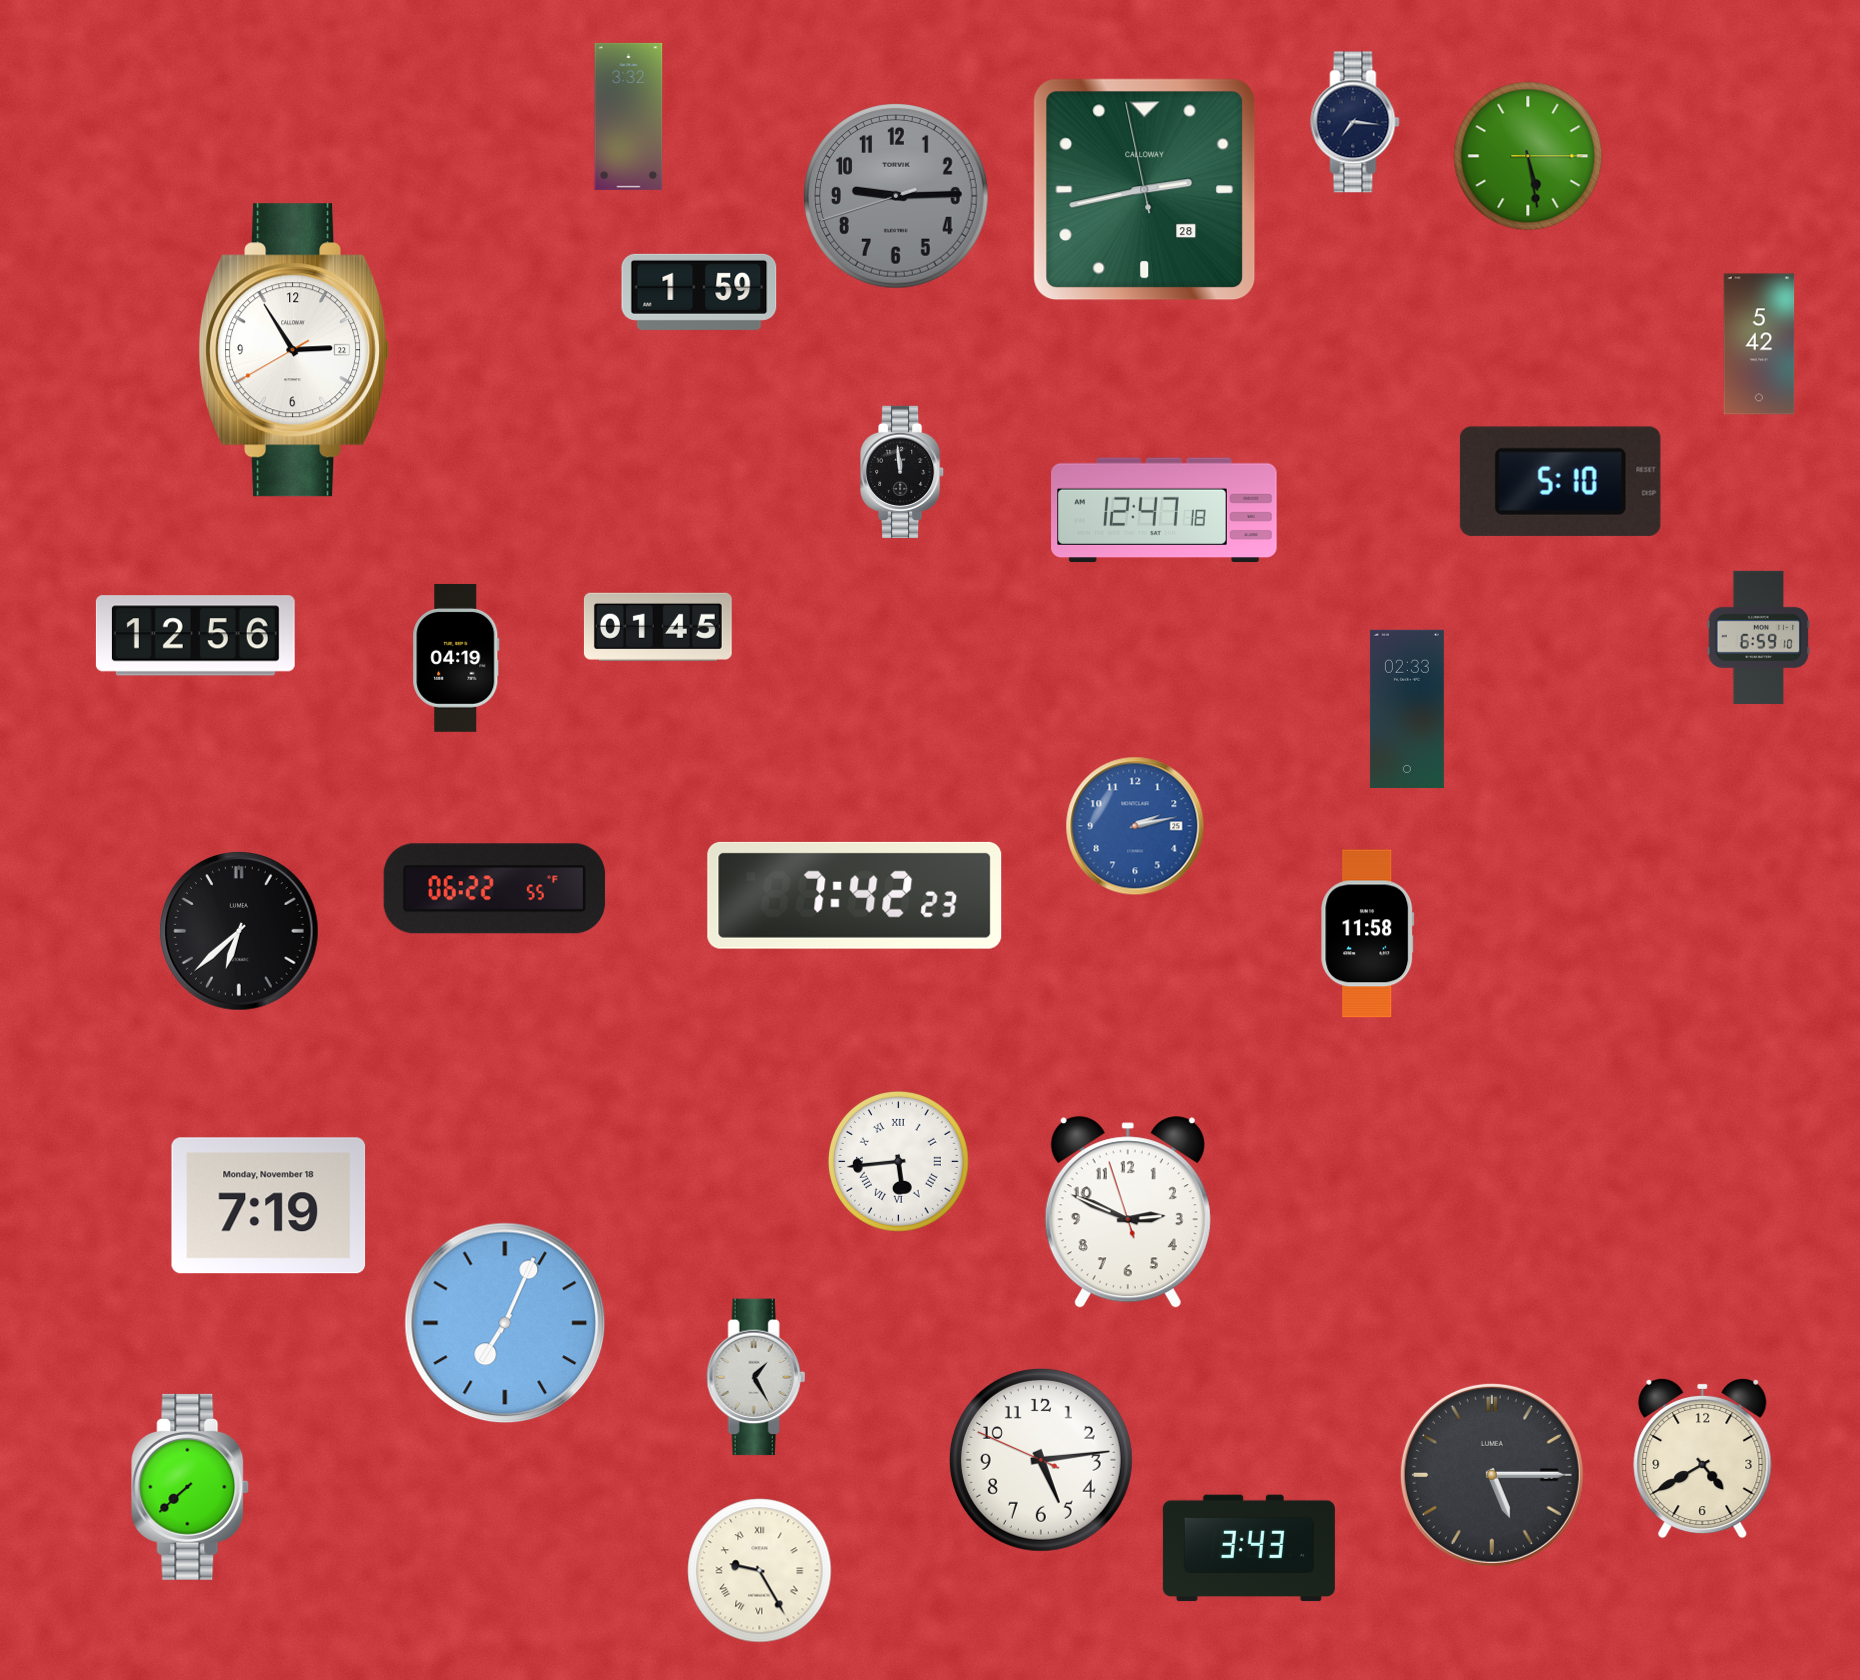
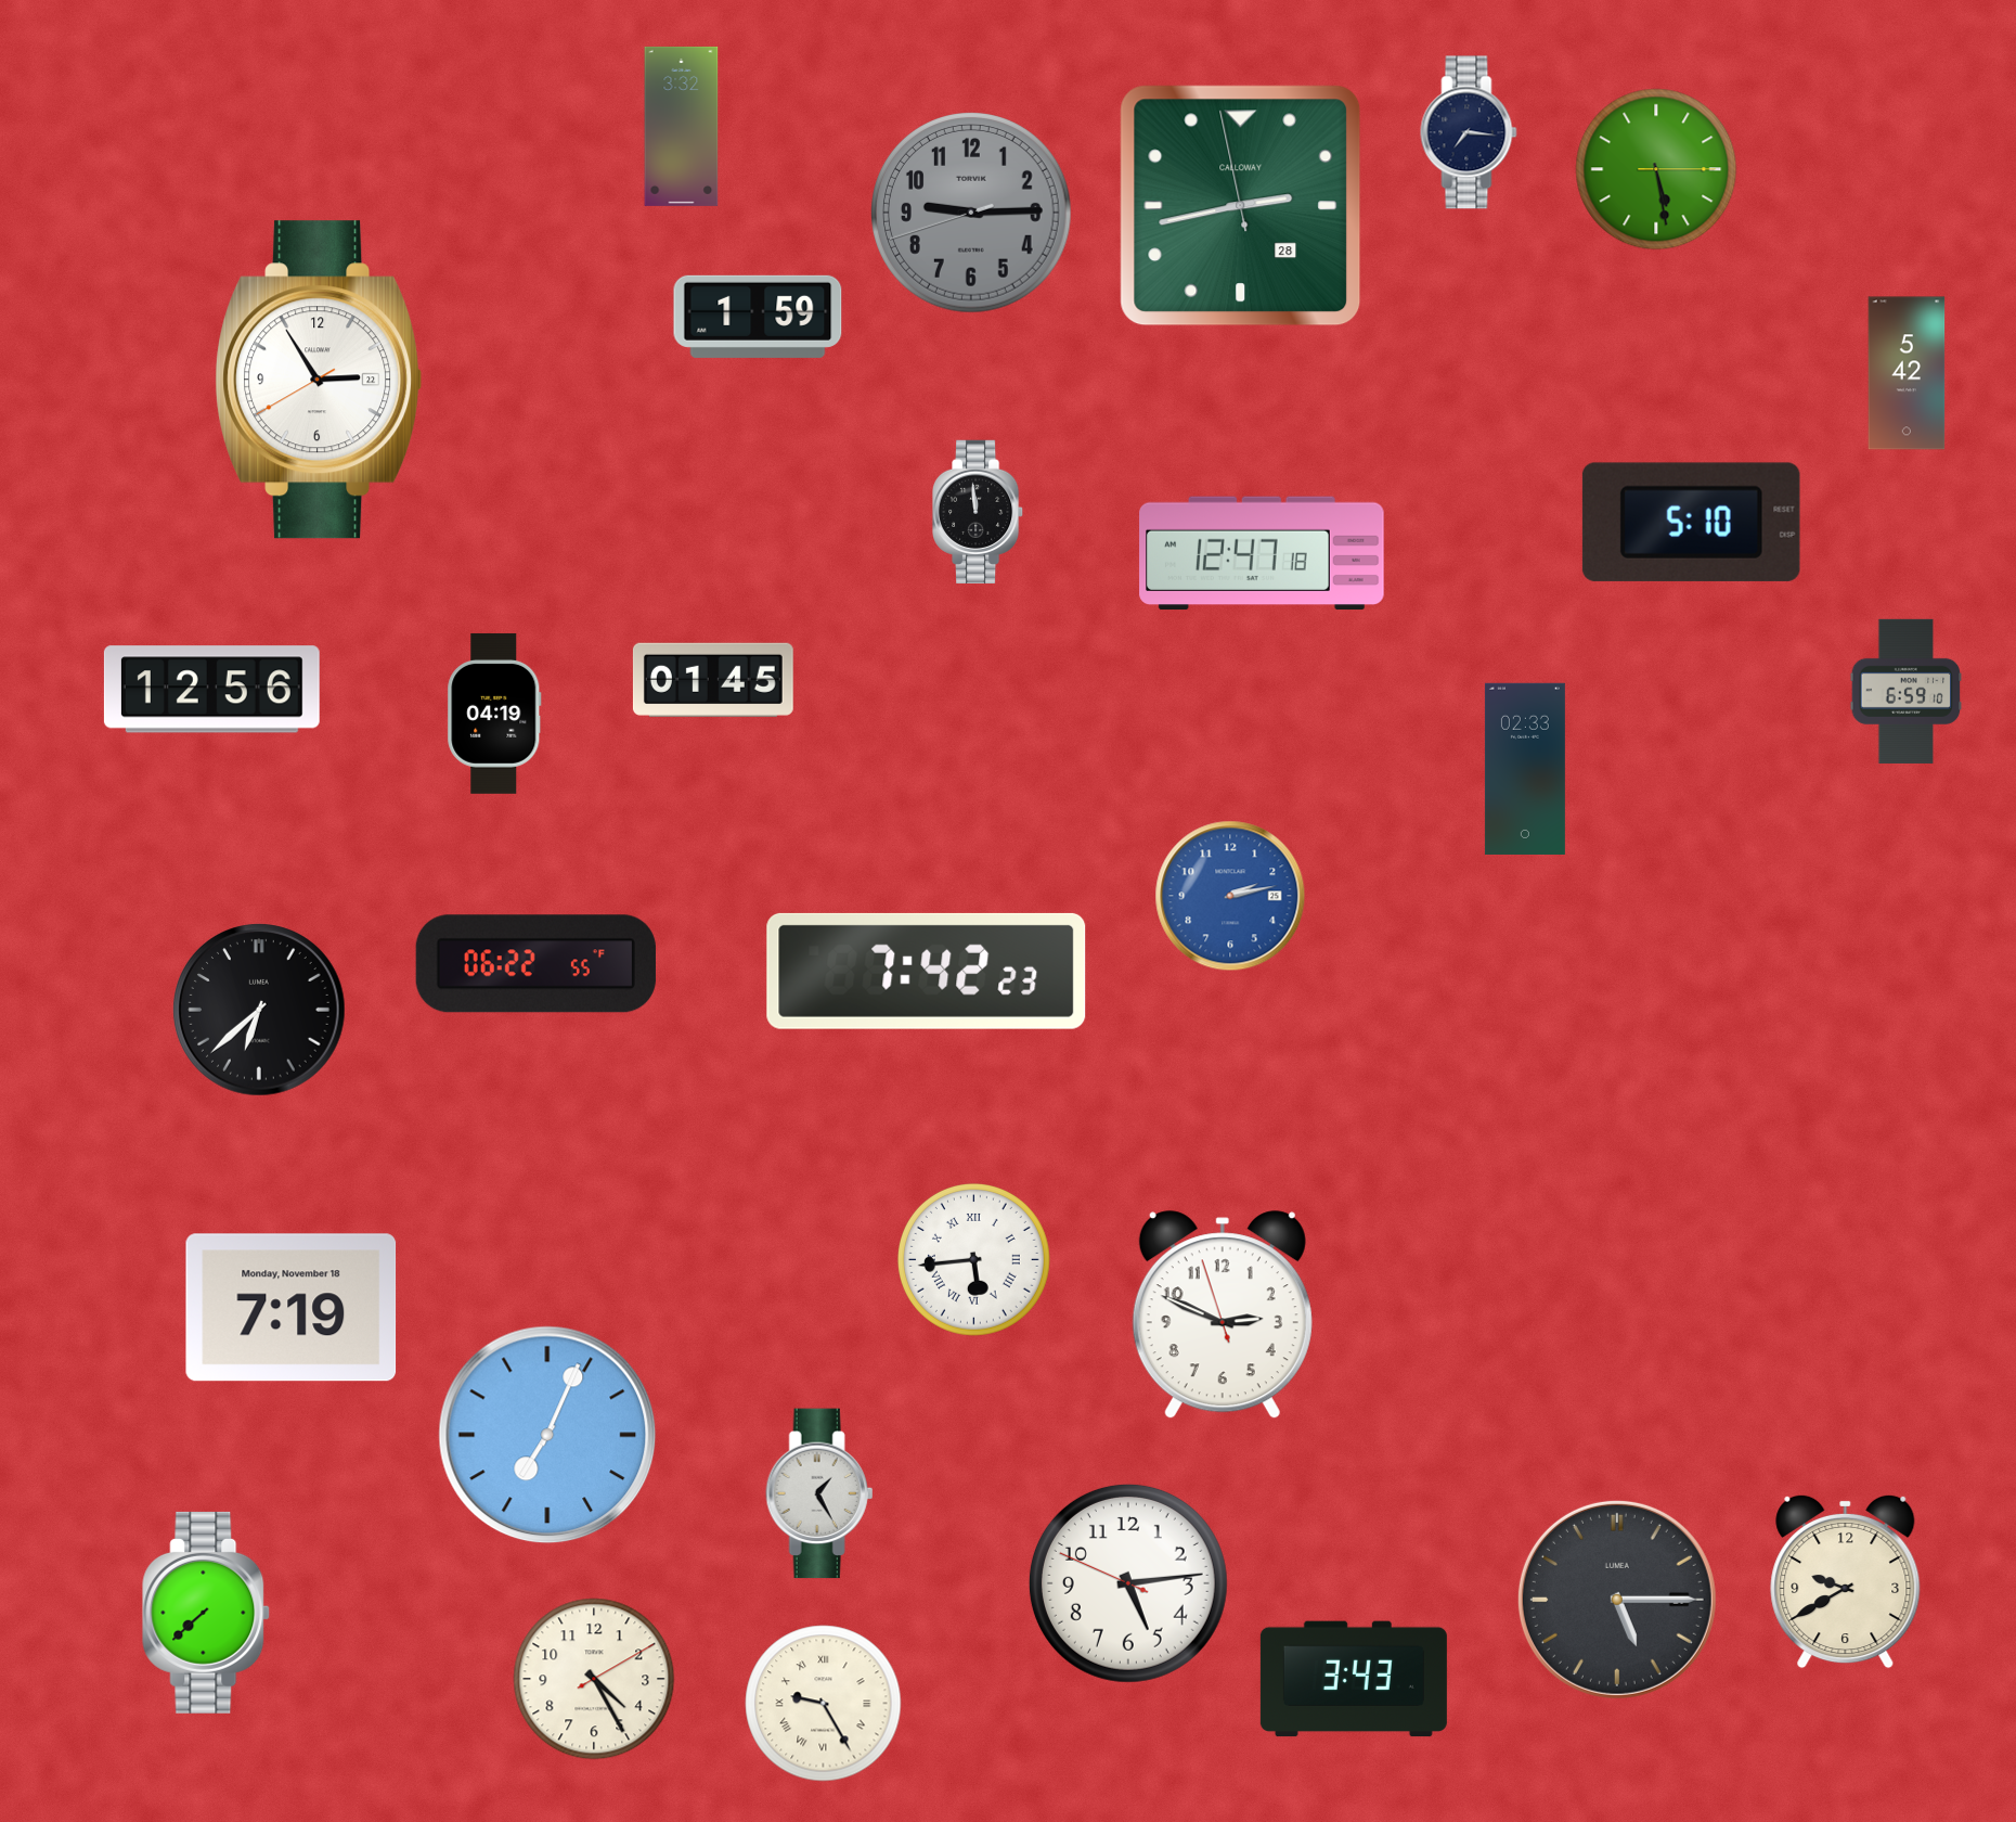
clock at (1368, 934): 11:58 -> none
clock at (1703, 1458): 4:40 -> 9:40
clock at (594, 1679): none -> 4:25
